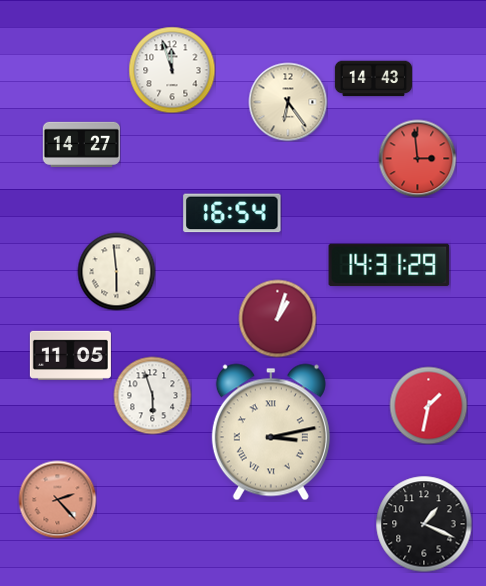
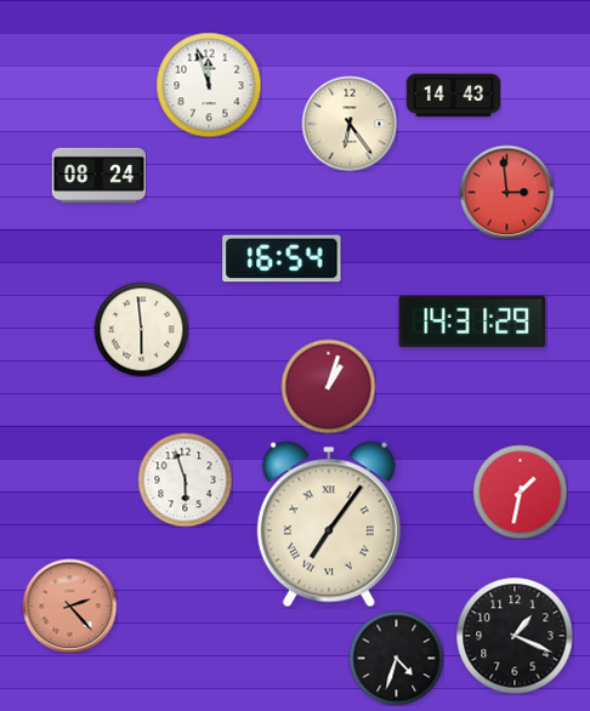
clock at (81, 144): 14:27 -> 08:24
clock at (277, 318) position: (277, 318) -> (328, 386)
clock at (70, 355): 11:05 -> none
clock at (271, 432): 3:13 -> 7:06
clock at (396, 658): none -> 4:33
